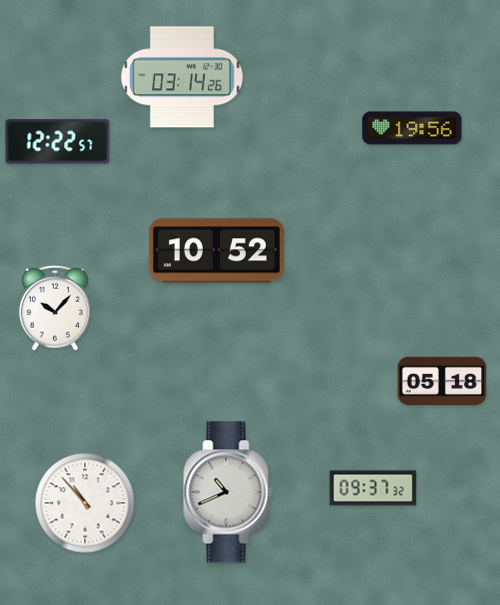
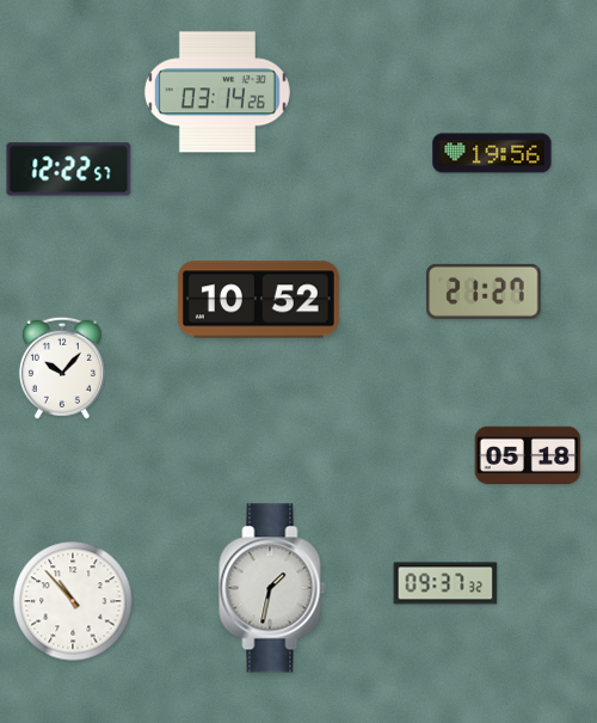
clock at (484, 292): none -> 21:27
clock at (55, 308) position: (55, 308) -> (62, 368)
clock at (228, 492): 10:41 -> 1:32
clock at (85, 503) position: (85, 503) -> (73, 601)
